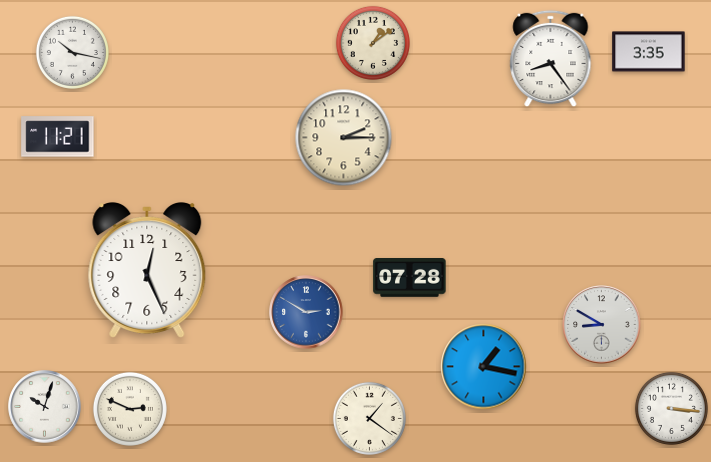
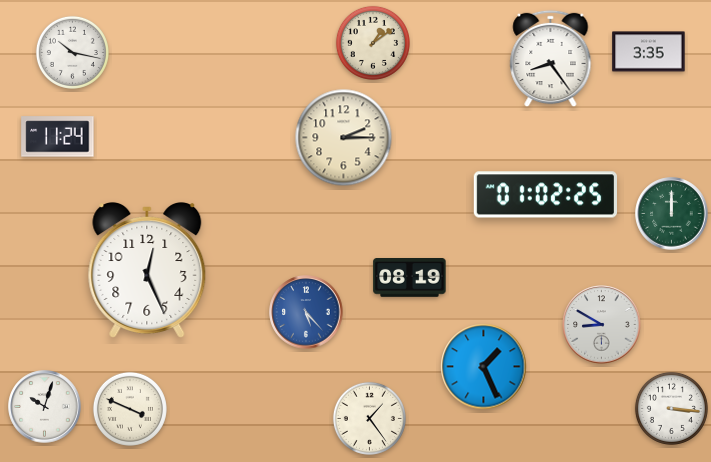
clock at (58, 137): 11:21 -> 11:24
clock at (545, 195): none -> 01:02
clock at (672, 214): none -> 12:00
clock at (410, 278): 07:28 -> 08:19
clock at (306, 312): 2:50 -> 5:23
clock at (484, 367): 1:17 -> 1:26
clock at (130, 409): 2:49 -> 3:49
clock at (369, 418): 1:21 -> 1:24
